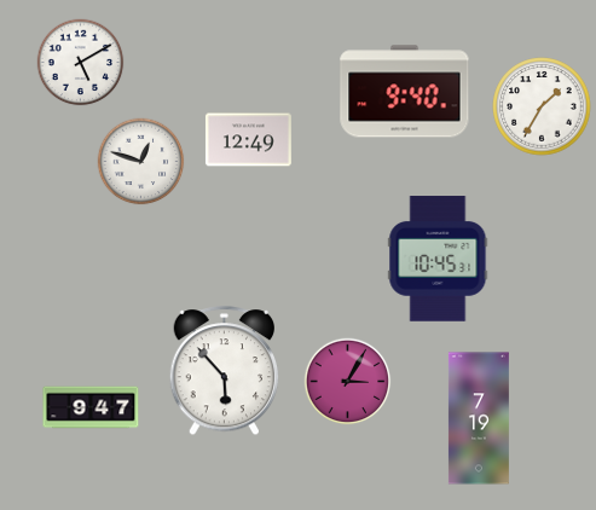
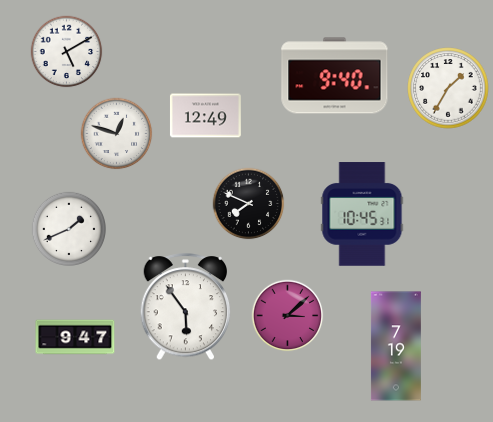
clock at (249, 204): none -> 7:49
clock at (68, 228): none -> 1:41
clock at (225, 371): 5:53 -> 5:54
clock at (348, 382): 3:05 -> 3:08
